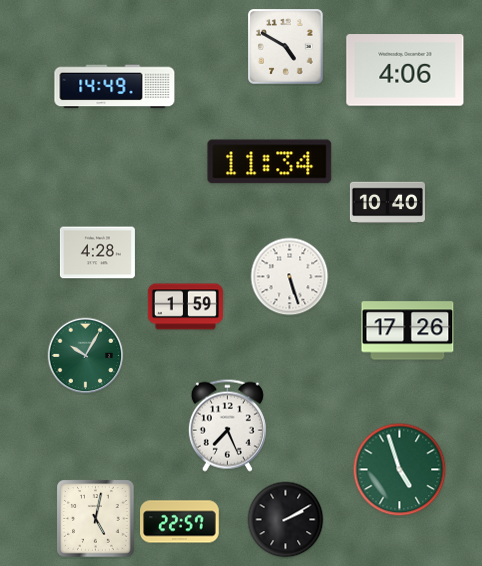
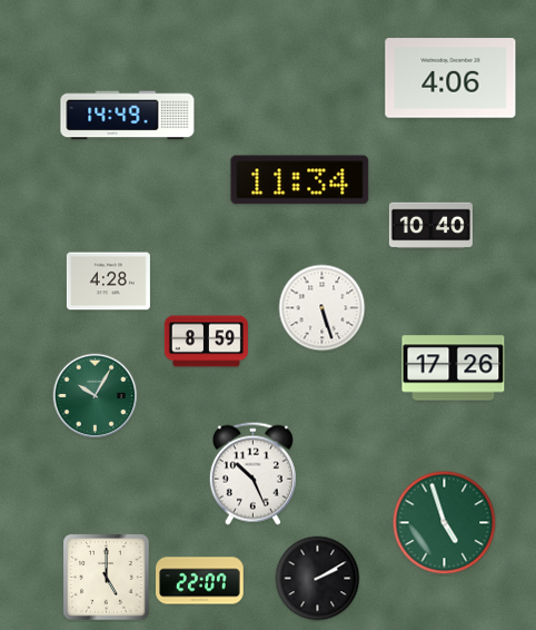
clock at (286, 47): 4:50 -> none
clock at (115, 87) position: (115, 87) -> (128, 116)
clock at (185, 307): 1:59 -> 8:59
clock at (227, 425): 7:26 -> 10:26
clock at (96, 519): 5:02 -> 5:00
clock at (180, 522): 22:57 -> 22:07
